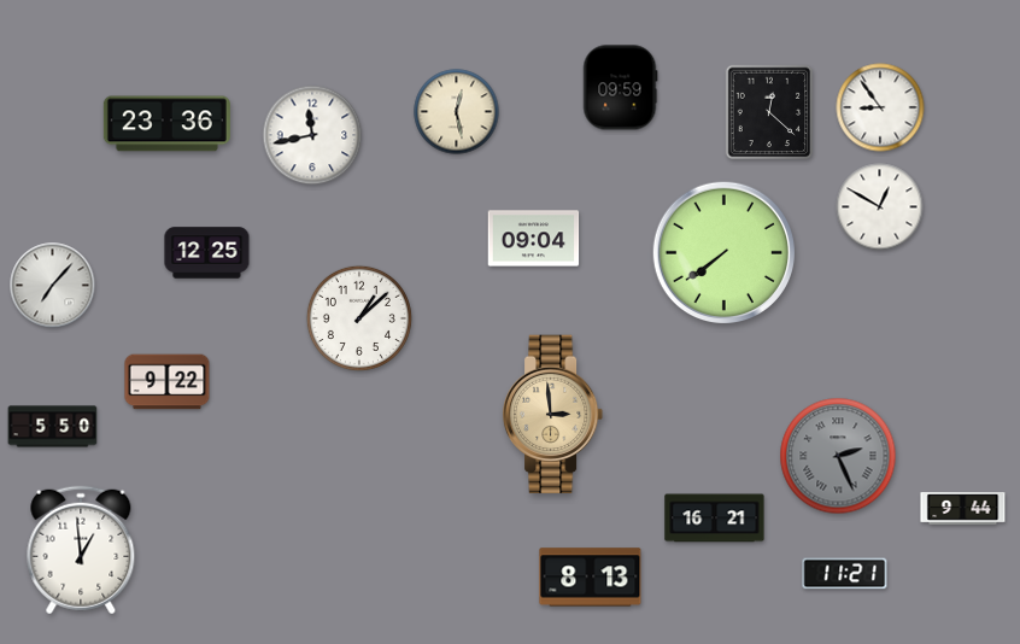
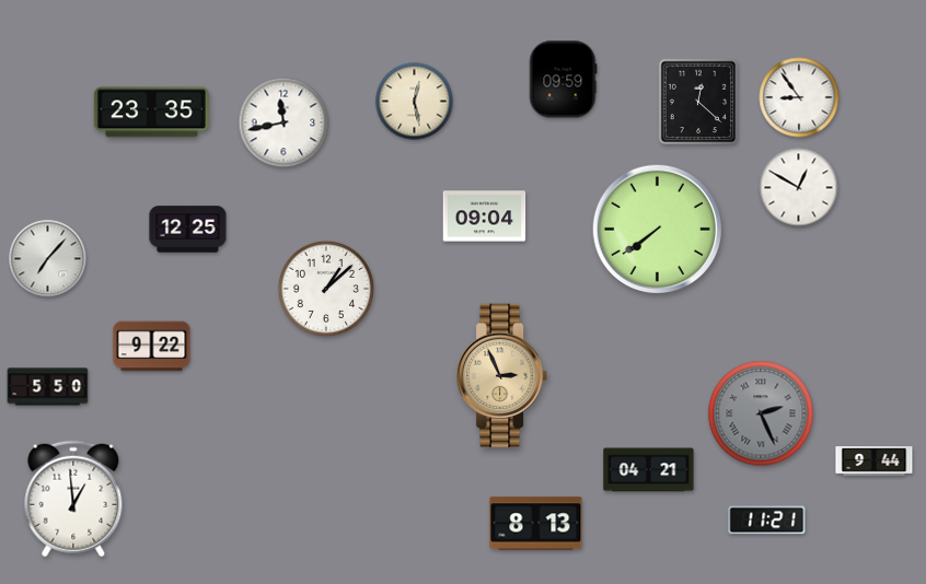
clock at (166, 124): 23:36 -> 23:35
clock at (553, 415): 2:59 -> 2:56
clock at (715, 519): 16:21 -> 04:21
